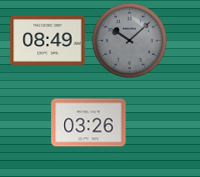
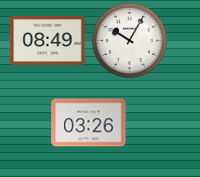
clock at (129, 40): 10:08 -> 10:05
clock at (129, 40) dial: grey -> white
